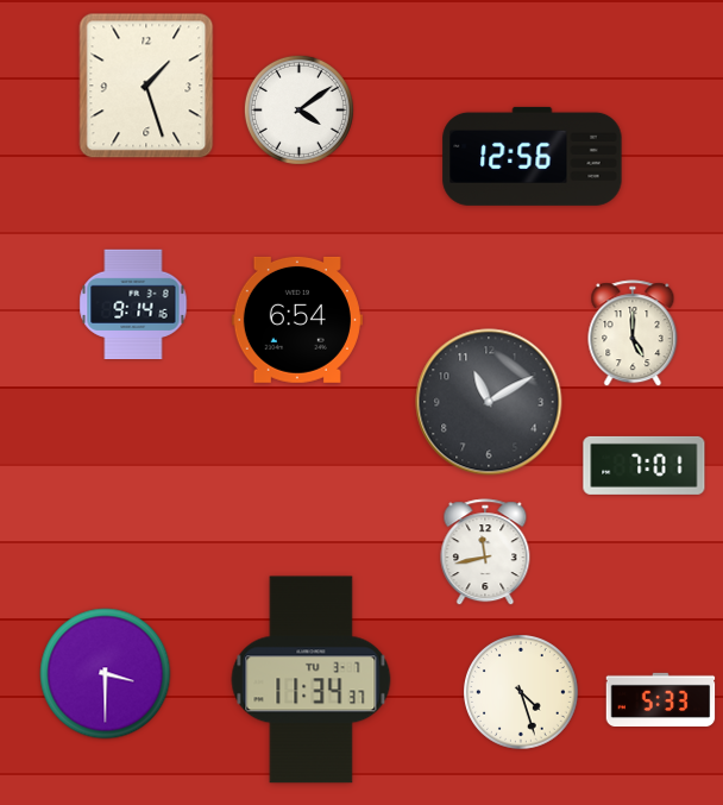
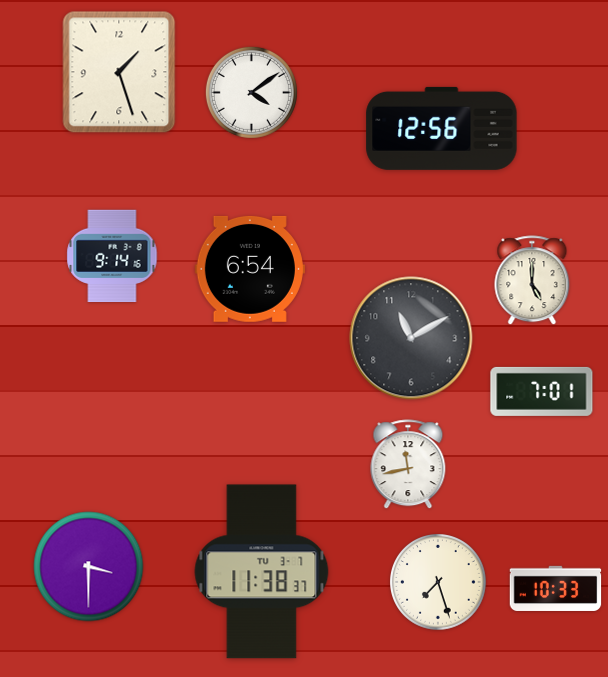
clock at (146, 86) position: (146, 86) -> (119, 72)
clock at (533, 156) position: (533, 156) -> (442, 128)
clock at (312, 680): 11:34 -> 11:38
clock at (522, 693): 4:27 -> 7:27
clock at (661, 699): 5:33 -> 10:33
